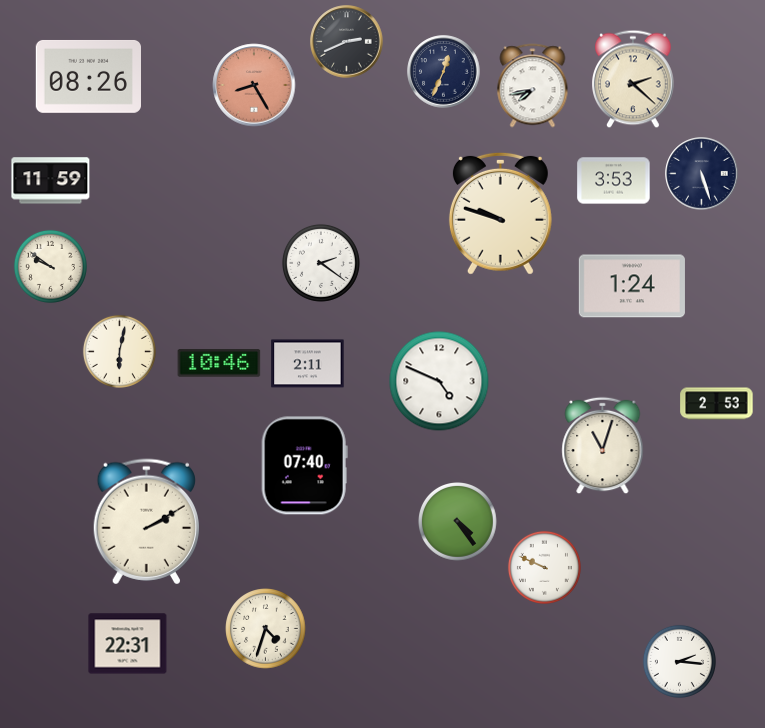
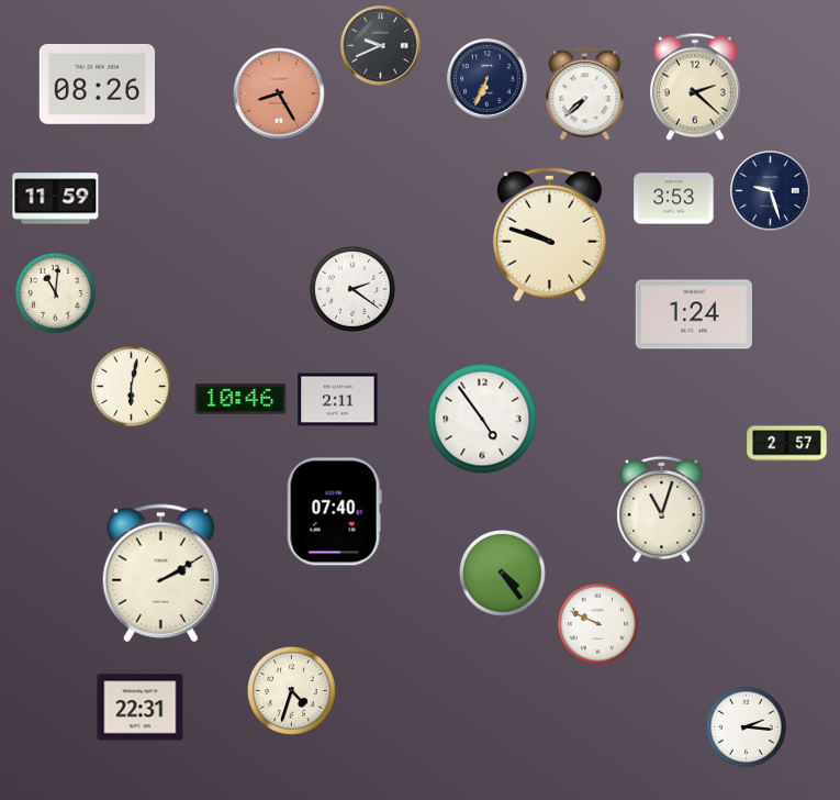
clock at (347, 42): 2:41 -> 9:41
clock at (444, 72): 12:34 -> 6:34
clock at (533, 86): 7:43 -> 7:38
clock at (702, 174): 5:27 -> 9:27
clock at (50, 266): 9:51 -> 11:01
clock at (439, 381): 4:49 -> 4:54
clock at (717, 404): 2:53 -> 2:57
clock at (603, 446) position: (603, 446) -> (662, 510)
